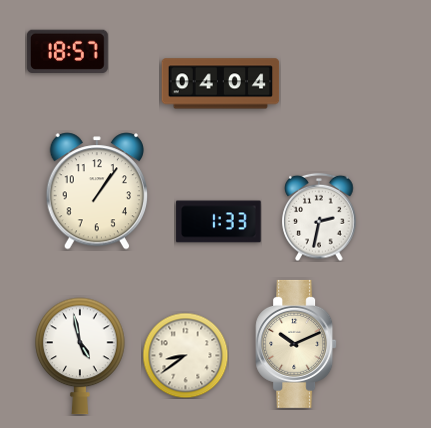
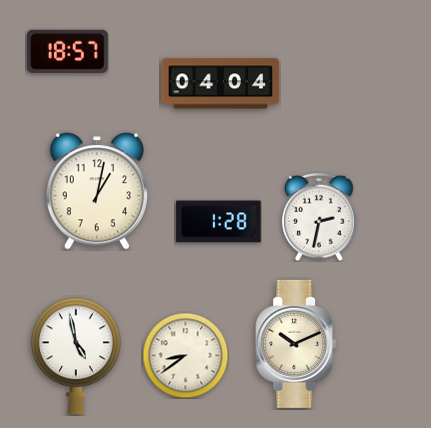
clock at (96, 191): 1:06 -> 1:02
clock at (219, 222): 1:33 -> 1:28
clock at (81, 356) position: (81, 356) -> (77, 356)
